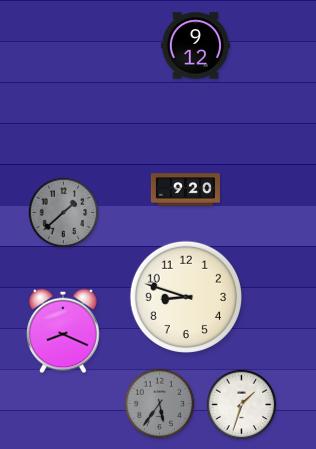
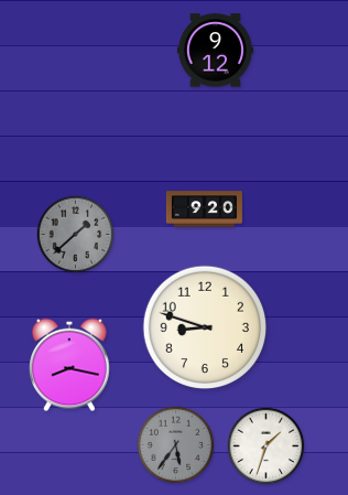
clock at (64, 213) position: (64, 213) -> (76, 235)
clock at (63, 331): 8:19 -> 8:17
